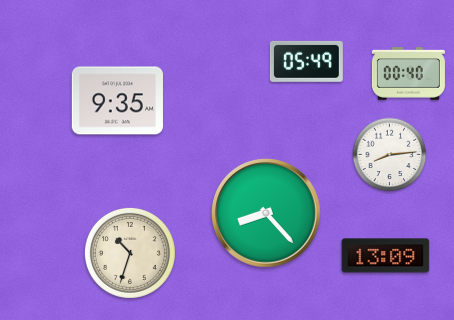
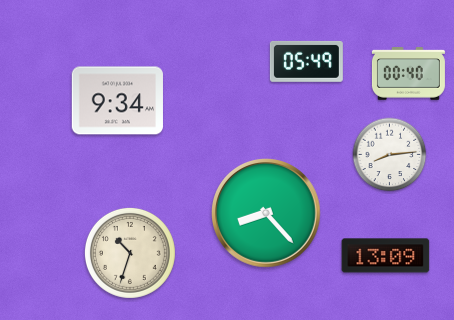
clock at (117, 101): 9:35 -> 9:34
